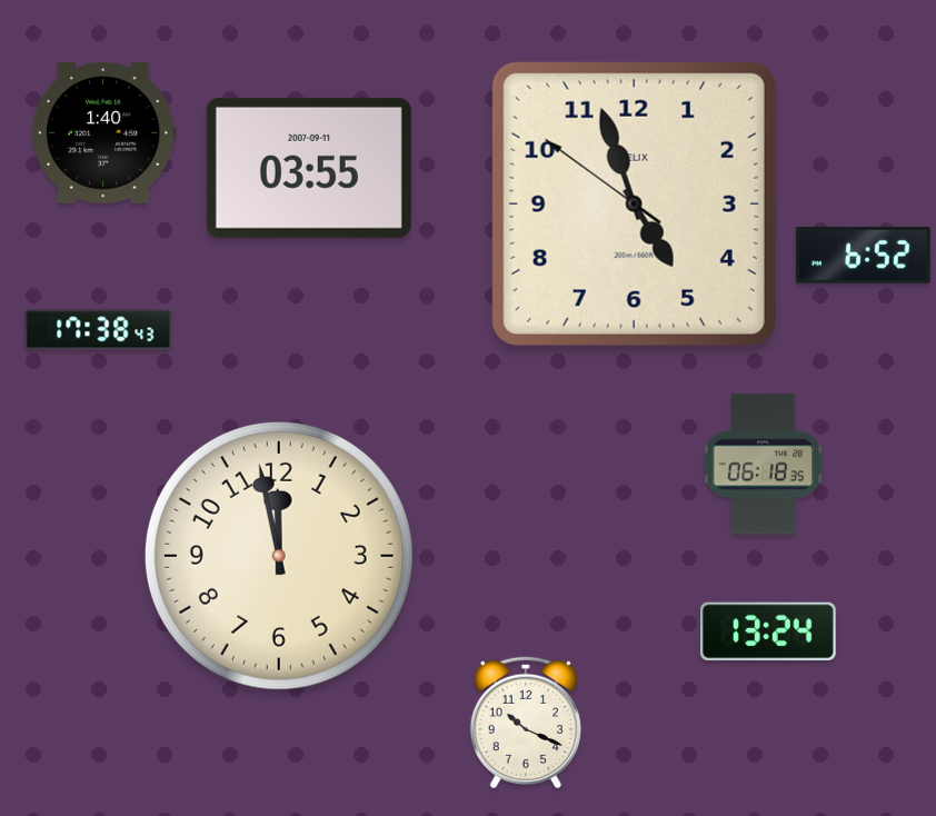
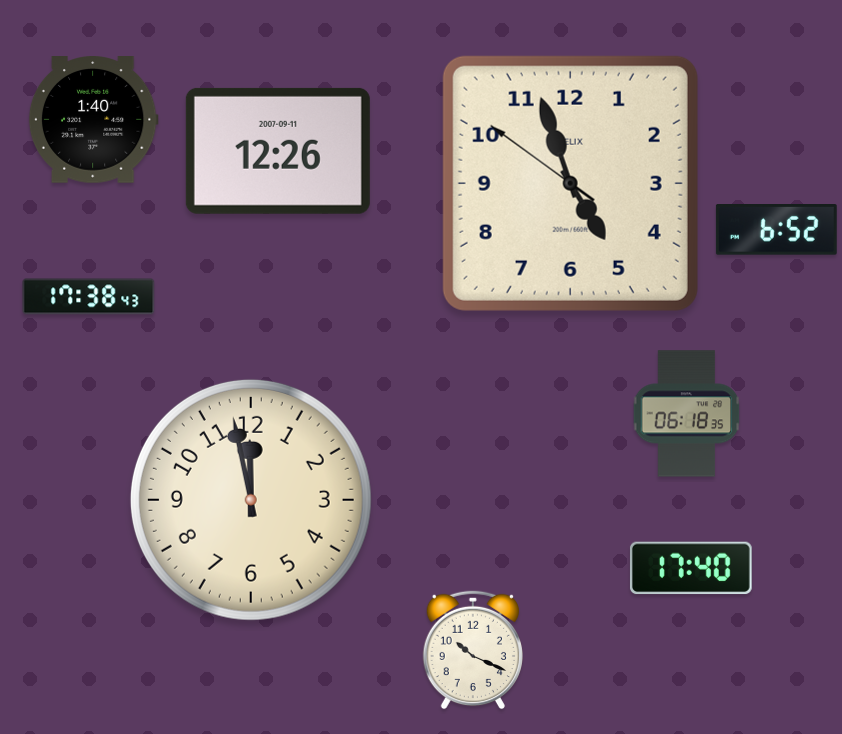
clock at (309, 168): 03:55 -> 12:26
clock at (764, 465) position: (764, 465) -> (687, 414)
clock at (768, 631): 13:24 -> 17:40
